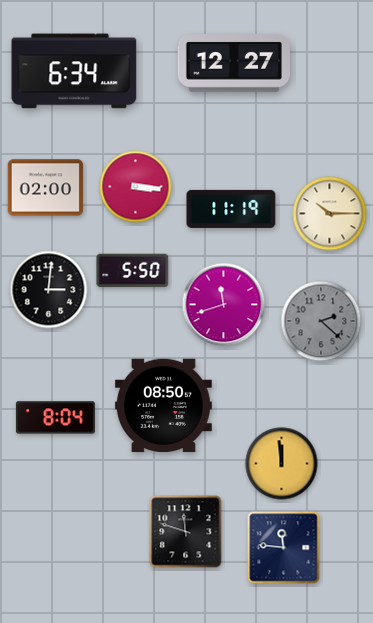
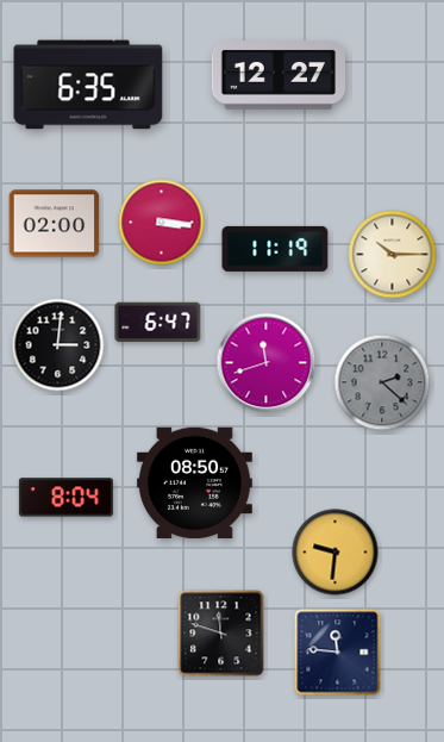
clock at (74, 71): 6:34 -> 6:35
clock at (133, 271): 5:50 -> 6:47
clock at (282, 464): 11:59 -> 9:31
